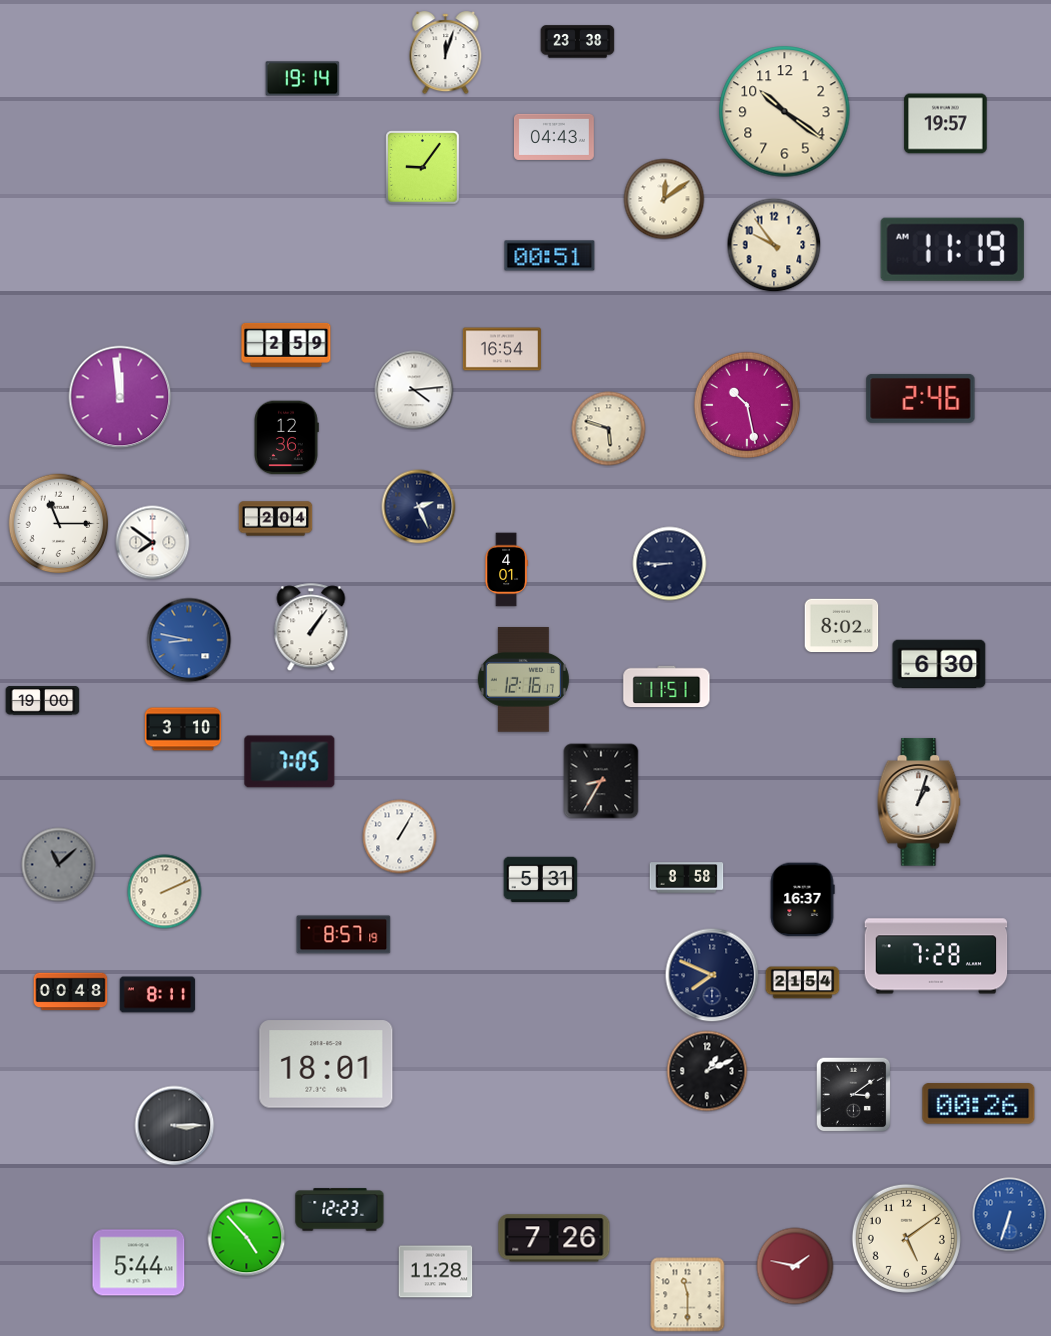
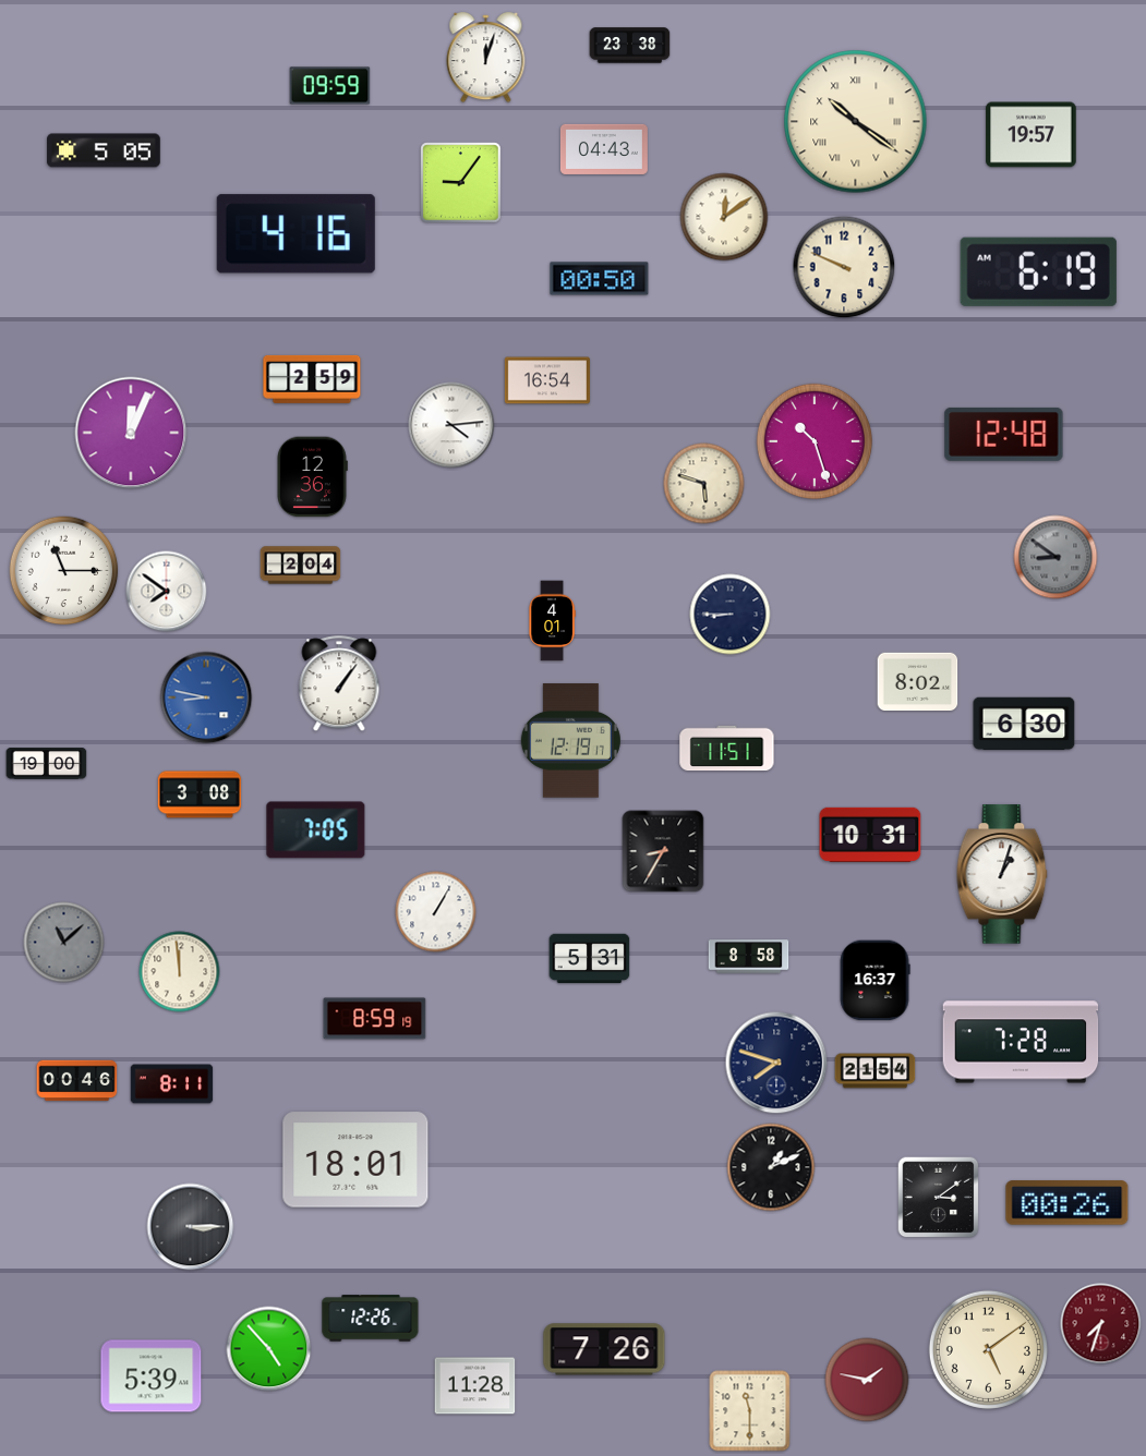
clock at (303, 79): 19:14 -> 09:59
clock at (785, 112) numerals: Arabic -> Roman
clock at (104, 150): none -> 5:05
clock at (295, 234): none -> 4:16
clock at (774, 245): 9:54 -> 9:49
clock at (952, 249): 11:19 -> 6:19
clock at (550, 256): 00:51 -> 00:50
clock at (286, 345) position: (286, 345) -> (312, 379)
clock at (120, 397): 11:59 -> 12:04
clock at (921, 398): 2:46 -> 12:48
clock at (747, 405): 10:28 -> 10:27
clock at (609, 429) position: (609, 429) -> (704, 484)
clock at (419, 507): 2:26 -> none
clock at (1055, 557): none -> 8:51
clock at (523, 680): 12:16 -> 12:19
clock at (183, 729): 3:10 -> 3:08
clock at (870, 835): none -> 10:31
clock at (601, 781) position: (601, 781) -> (663, 851)
clock at (165, 892): 2:11 -> 11:59
clock at (344, 935): 8:57 -> 8:59
clock at (712, 975): 7:49 -> 7:48
clock at (71, 992): 00:48 -> 00:46
clock at (854, 1095) position: (854, 1095) -> (939, 1198)
clock at (340, 1210): 12:23 -> 12:26
clock at (1010, 1215): 6:33 -> 7:33
clock at (1010, 1215) dial: blue -> burgundy
clock at (139, 1263): 5:44 -> 5:39
